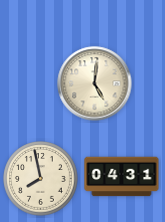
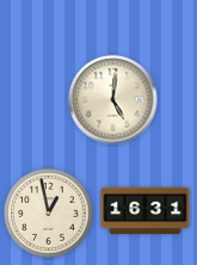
clock at (122, 177): 04:31 -> 16:31
clock at (41, 179): 7:58 -> 12:58
